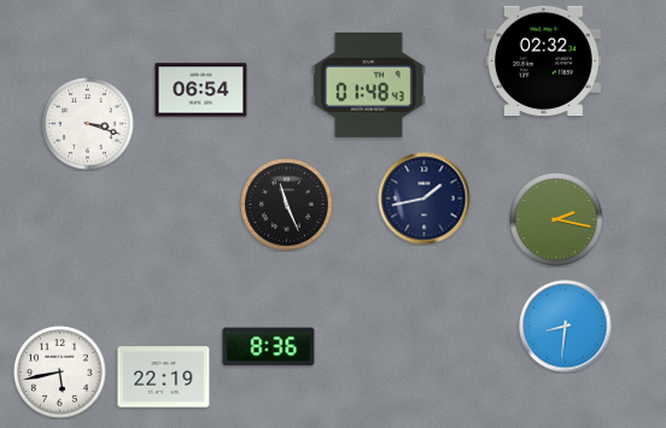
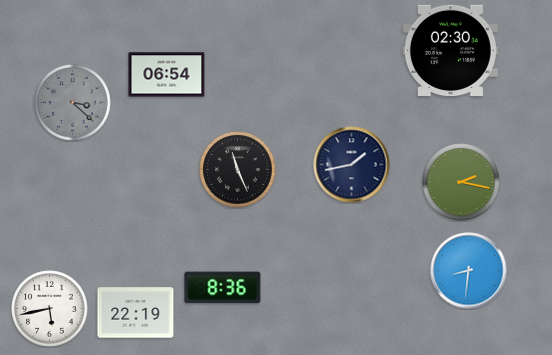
clock at (543, 60): 02:32 -> 02:30
clock at (368, 84): 01:48 -> none
clock at (88, 124): 3:18 -> 3:22
clock at (88, 124) dial: white -> grey
